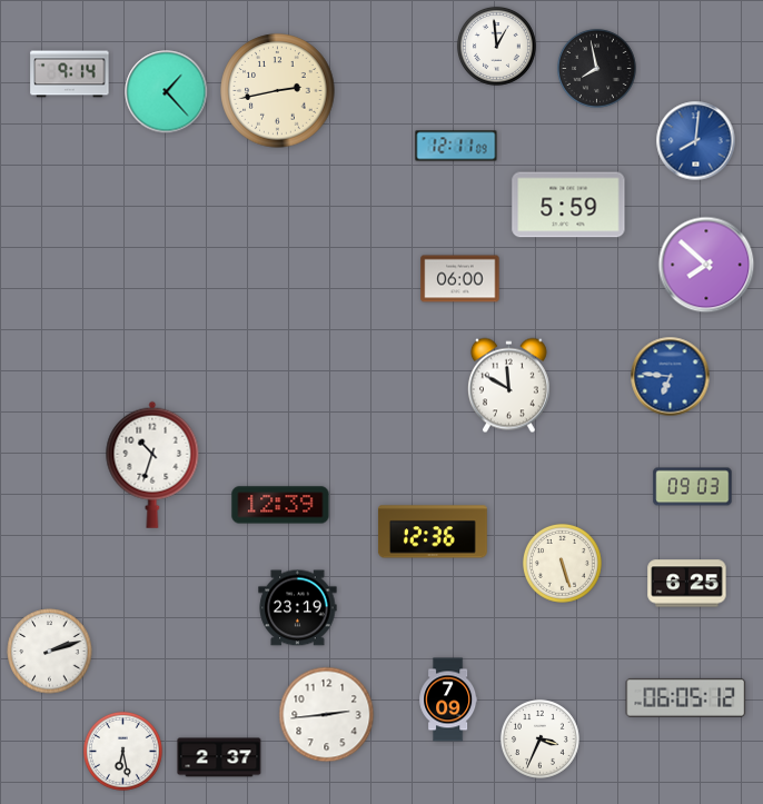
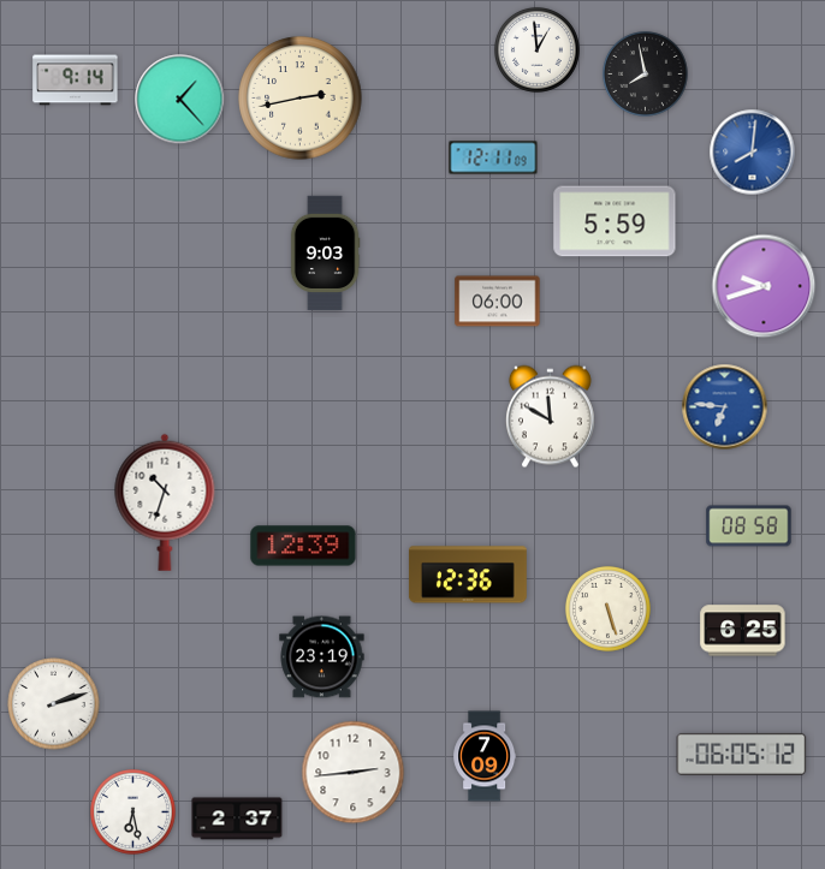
clock at (325, 254): none -> 9:03
clock at (706, 265): 7:52 -> 9:42
clock at (693, 487): 09:03 -> 08:58
clock at (539, 738): 3:34 -> none
